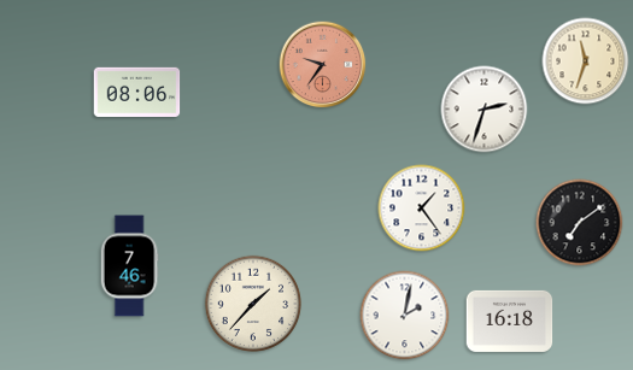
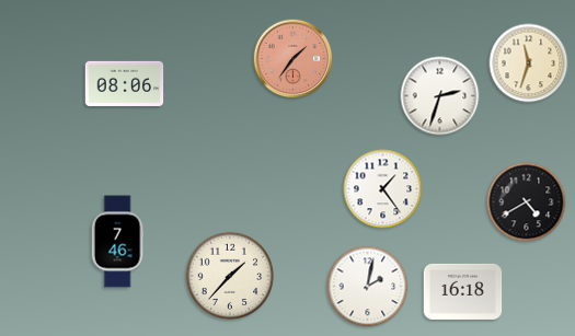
clock at (586, 61) position: (586, 61) -> (529, 63)
clock at (323, 65): 9:36 -> 1:36
clock at (485, 110) position: (485, 110) -> (440, 96)
clock at (580, 223): 7:09 -> 4:40
